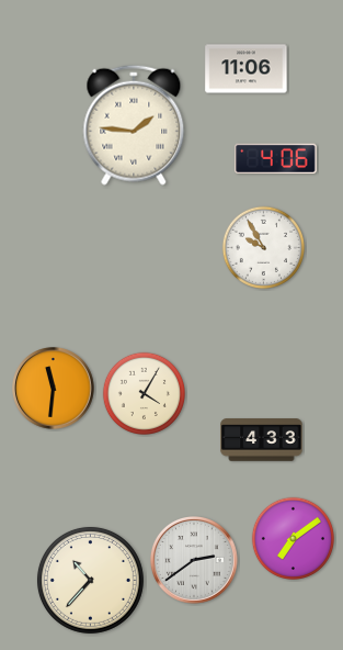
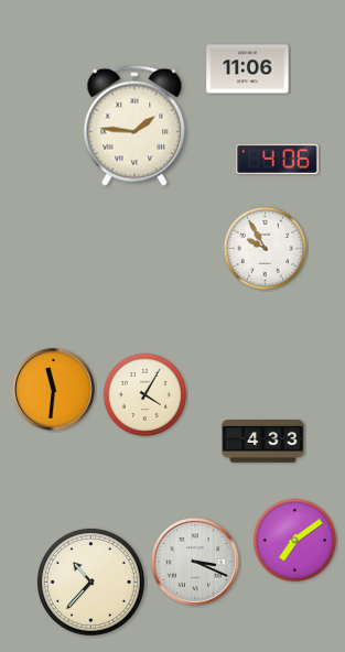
clock at (194, 560): 2:39 -> 3:19
